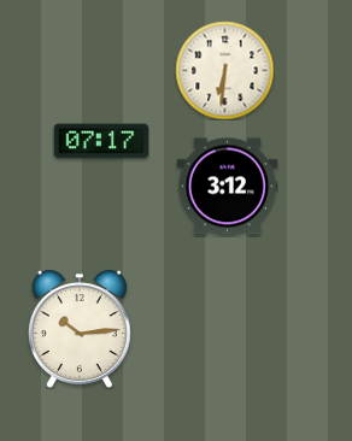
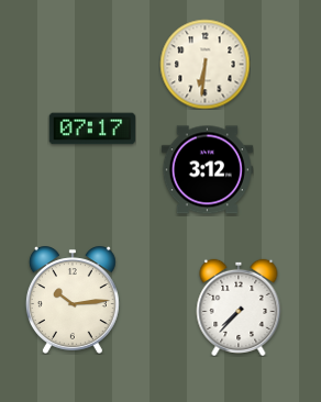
clock at (239, 308): none -> 7:37
